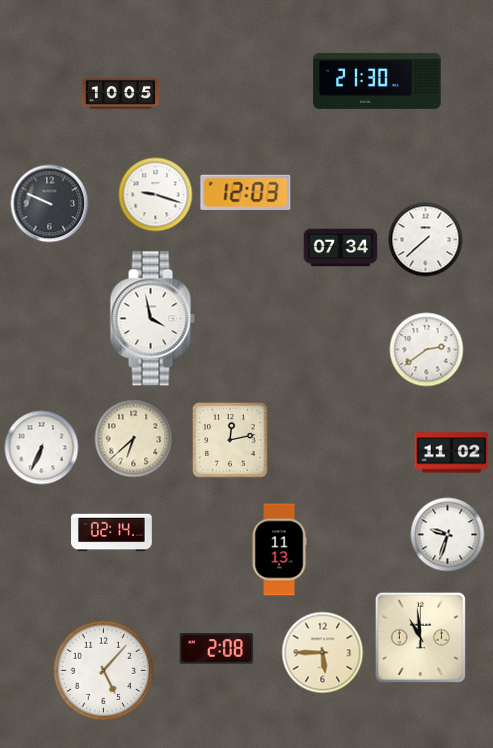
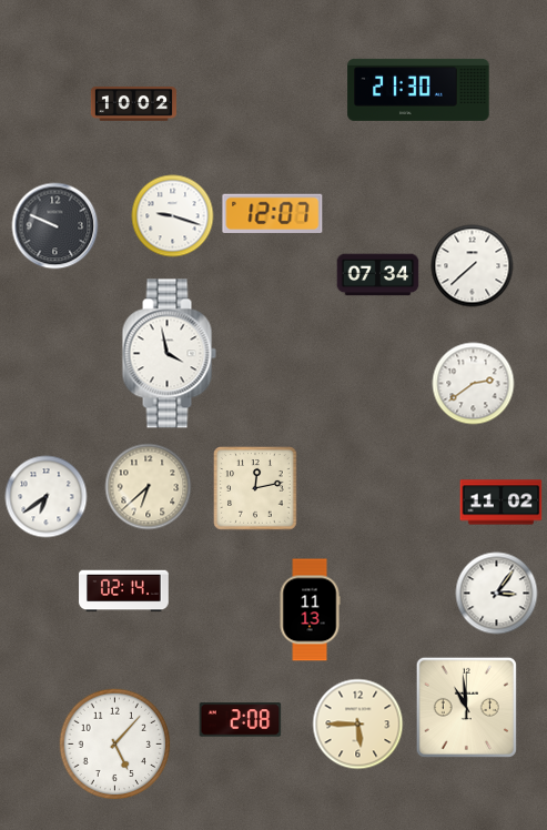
clock at (120, 94): 10:05 -> 10:02
clock at (246, 192): 12:03 -> 12:07
clock at (427, 350) position: (427, 350) -> (474, 384)
clock at (42, 448): 6:34 -> 6:39
clock at (448, 535): 9:33 -> 3:06
